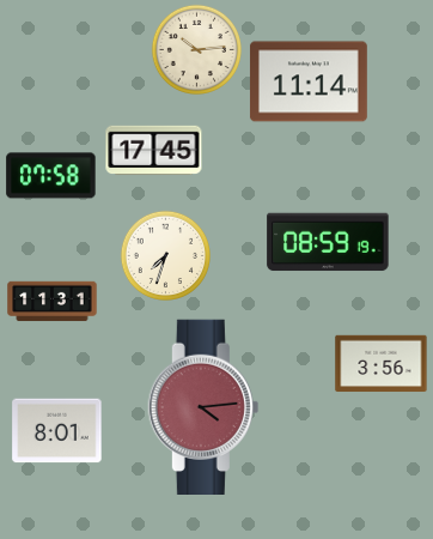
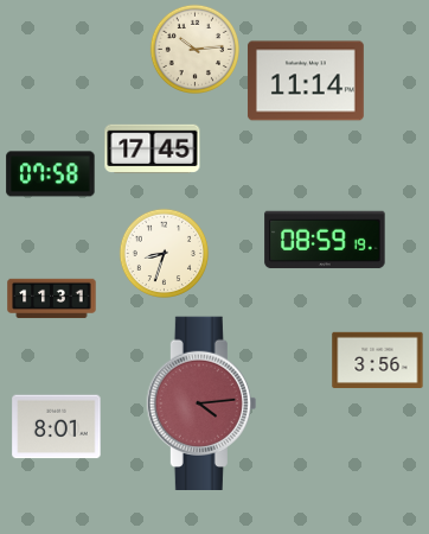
clock at (165, 255): 7:33 -> 8:33
